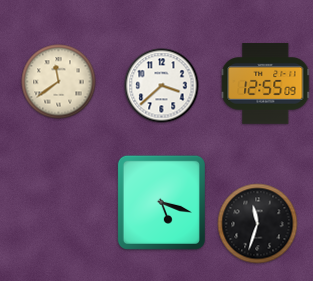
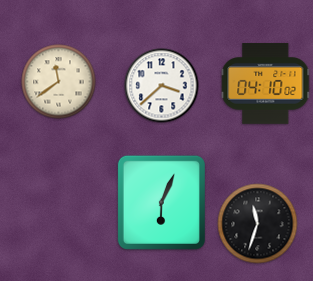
clock at (266, 84): 12:55 -> 04:10
clock at (161, 202): 5:18 -> 6:04
